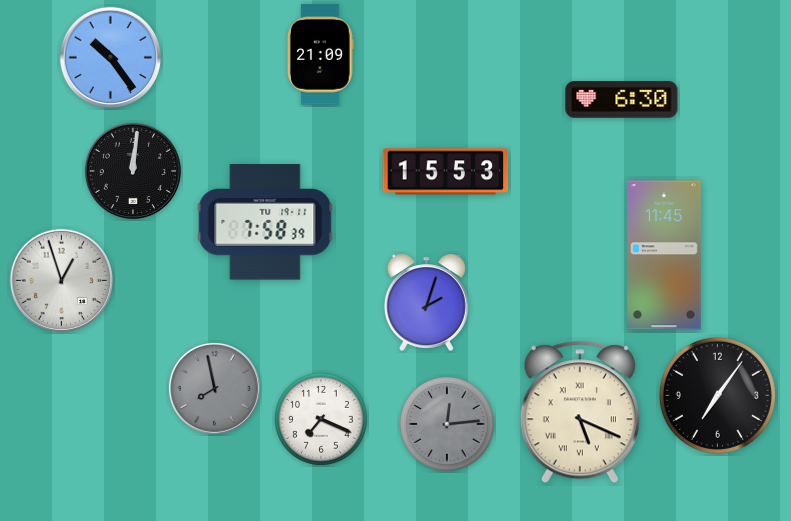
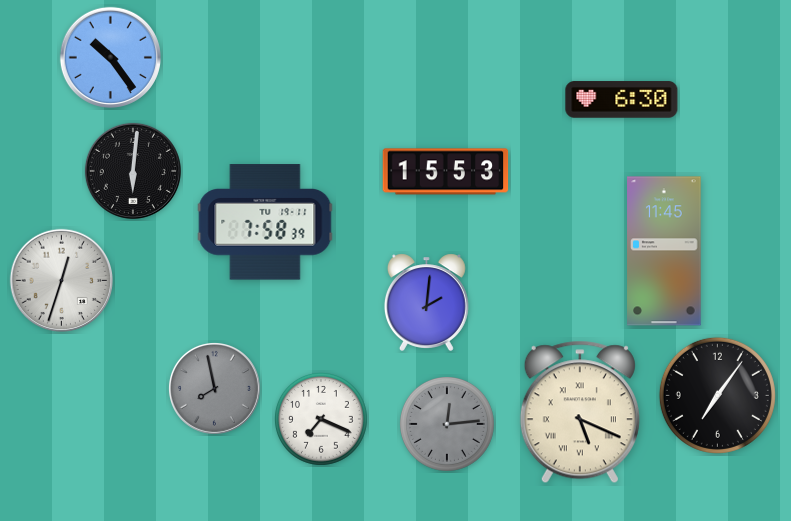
clock at (320, 55): 21:09 -> none
clock at (133, 171): 12:01 -> 6:01
clock at (664, 255) position: (664, 255) -> (664, 251)
clock at (61, 280): 12:57 -> 12:33
clock at (426, 302): 2:03 -> 2:01
